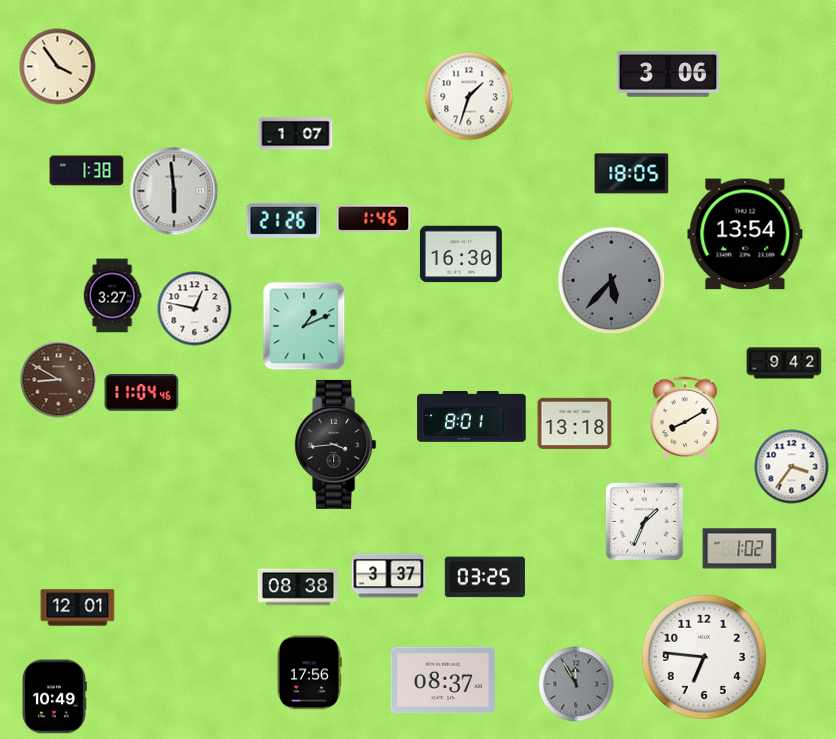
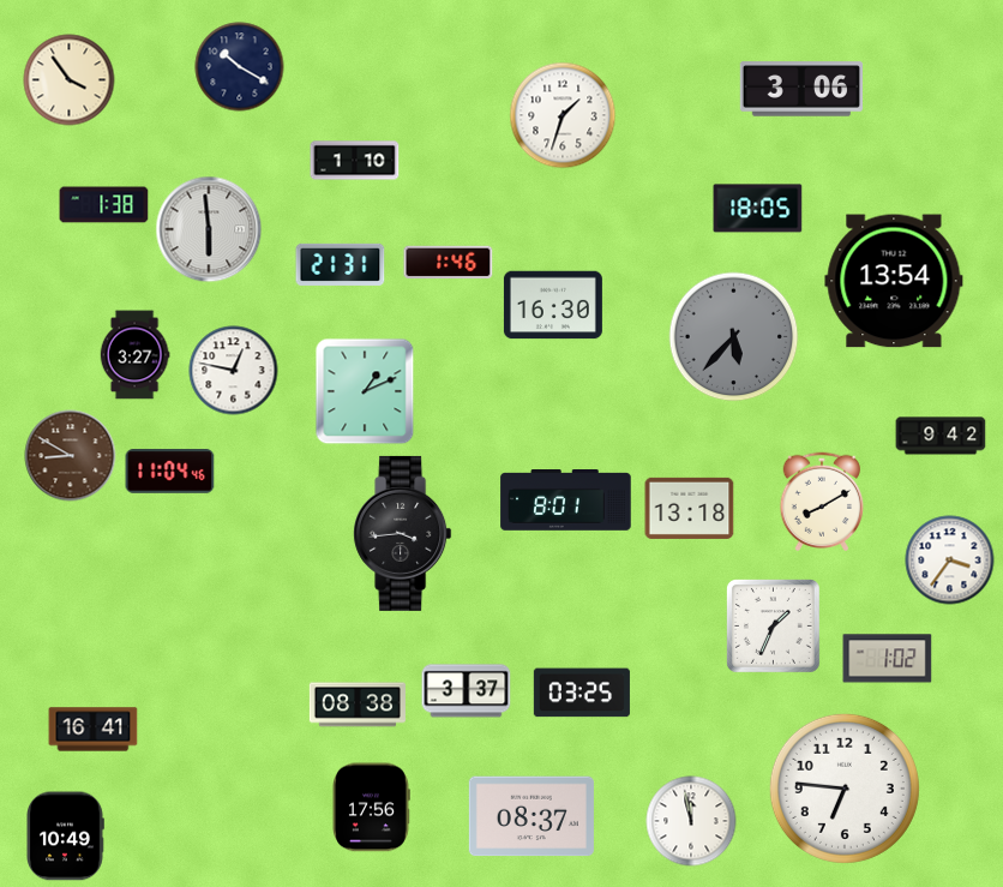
clock at (240, 67): none -> 10:20
clock at (296, 134): 1:07 -> 1:10
clock at (284, 220): 21:26 -> 21:31
clock at (78, 608): 12:01 -> 16:41
clock at (576, 684): 11:55 -> 11:58
clock at (576, 684) dial: grey -> white
